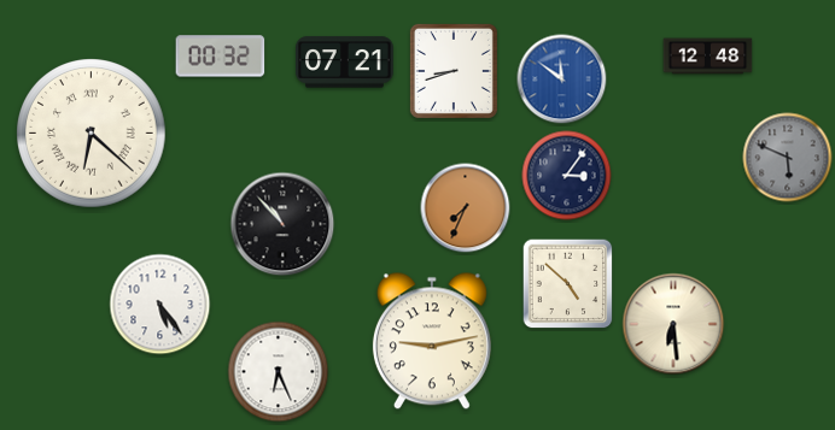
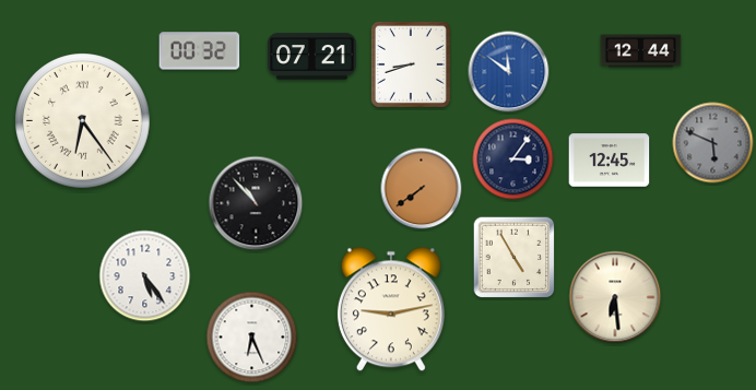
clock at (708, 57): 12:48 -> 12:44
clock at (92, 134): 6:22 -> 6:24
clock at (610, 161): none -> 12:45
clock at (466, 208): 7:34 -> 7:39
clock at (568, 284): 4:52 -> 4:55
clock at (673, 324) position: (673, 324) -> (615, 297)
